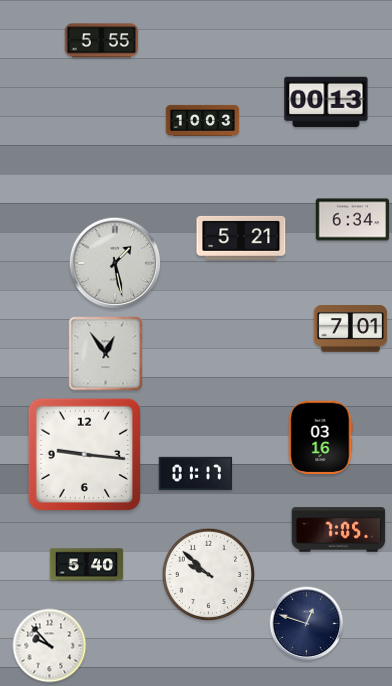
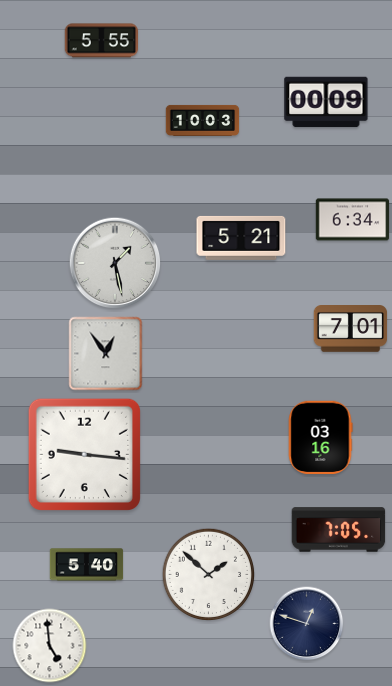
clock at (326, 102): 00:13 -> 00:09
clock at (195, 473): 01:17 -> none
clock at (209, 575): 9:52 -> 1:52
clock at (50, 646): 9:53 -> 4:59
